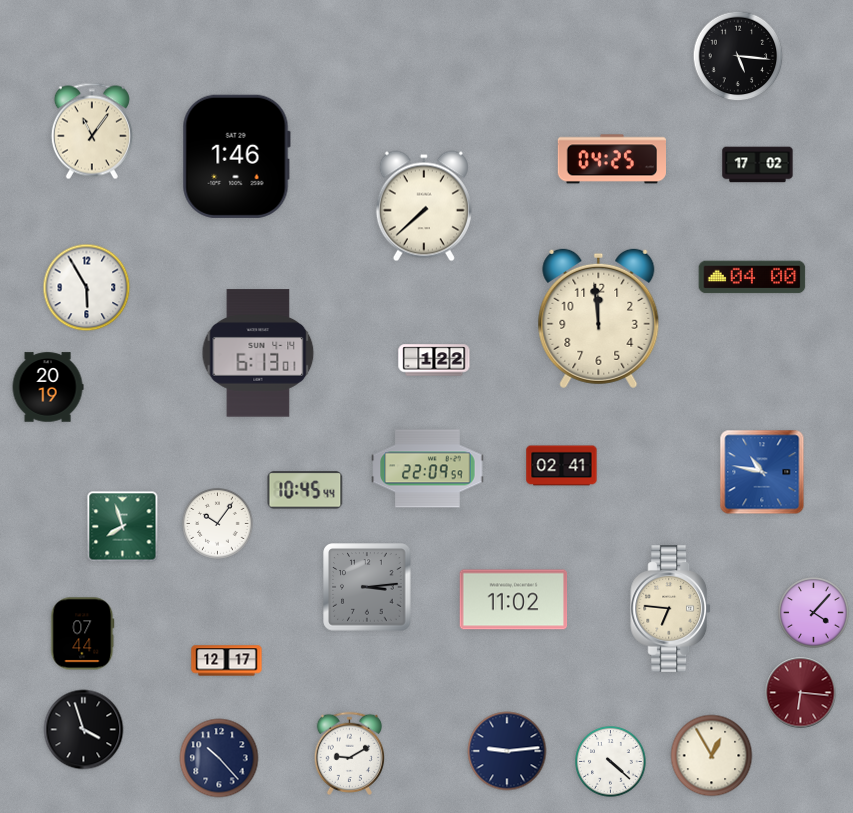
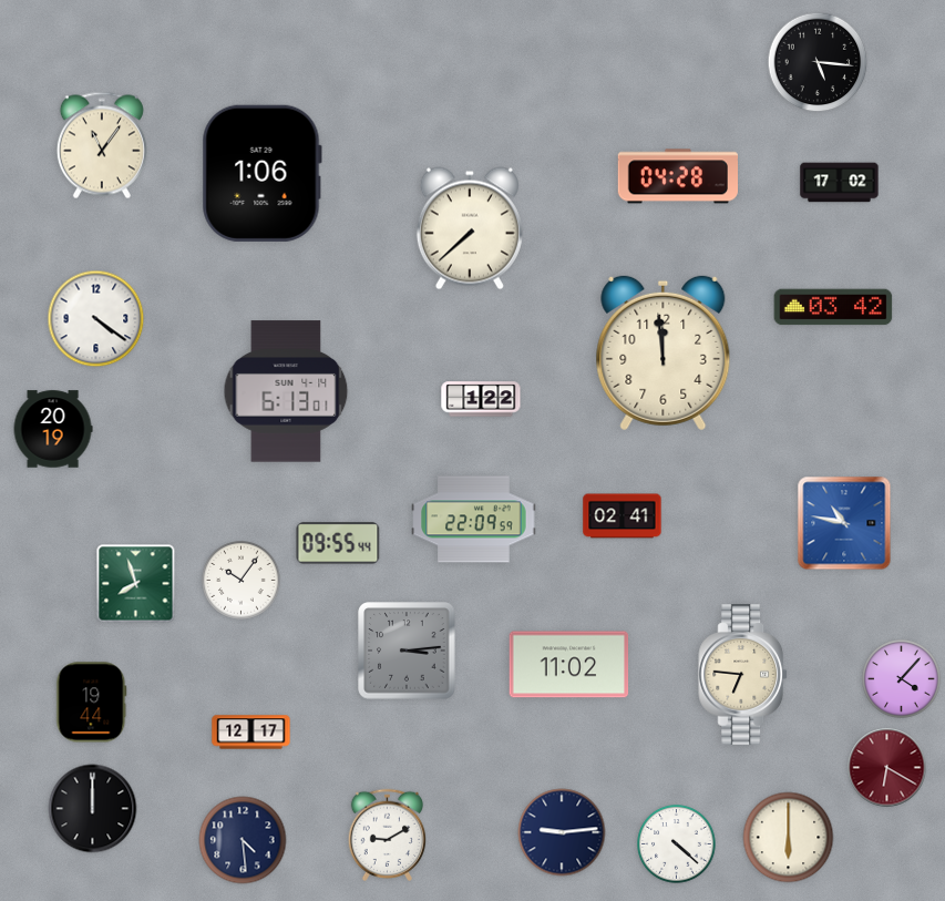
clock at (236, 156): 1:46 -> 1:06
clock at (611, 159): 04:25 -> 04:28
clock at (752, 277): 04:00 -> 03:42
clock at (87, 288): 5:55 -> 4:21
clock at (305, 490): 10:45 -> 09:55
clock at (83, 634): 07:44 -> 19:44
clock at (801, 693): 6:16 -> 6:20
clock at (84, 730): 3:57 -> 12:00
clock at (712, 756): 12:55 -> 6:00
clock at (219, 758): 10:23 -> 4:29
